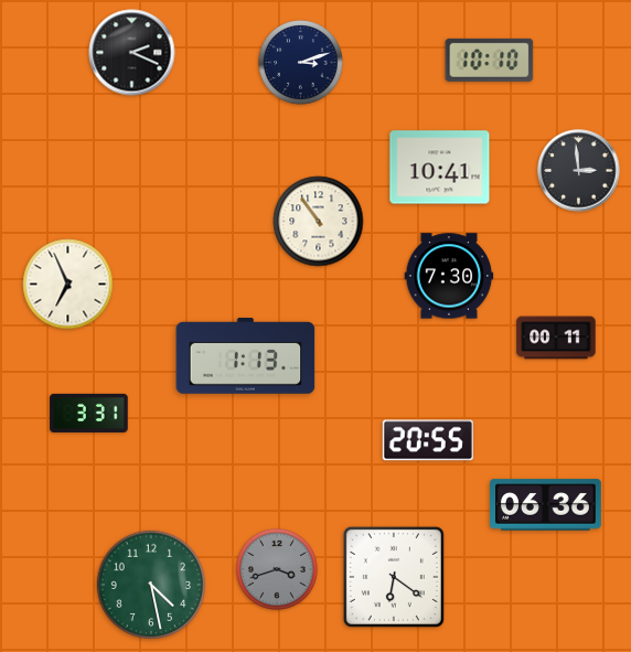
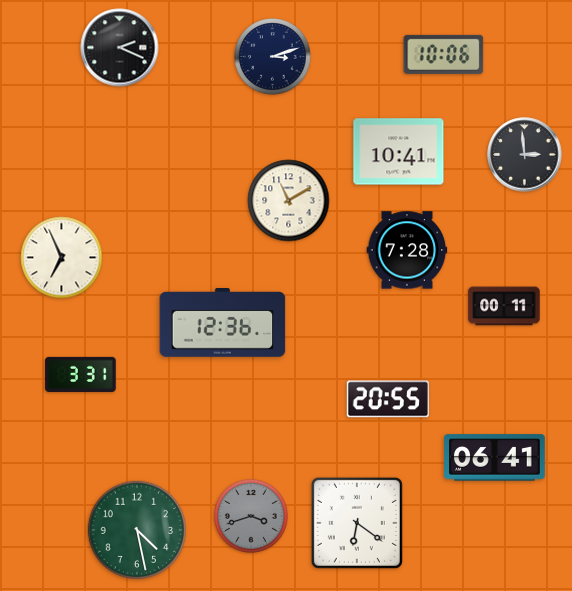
clock at (490, 60): 10:10 -> 10:06
clock at (319, 222): 10:54 -> 11:10
clock at (449, 276): 7:30 -> 7:28
clock at (246, 356): 1:13 -> 12:36
clock at (546, 505): 06:36 -> 06:41
